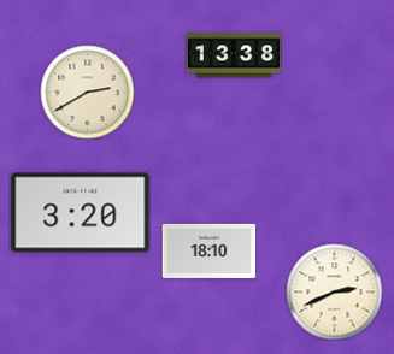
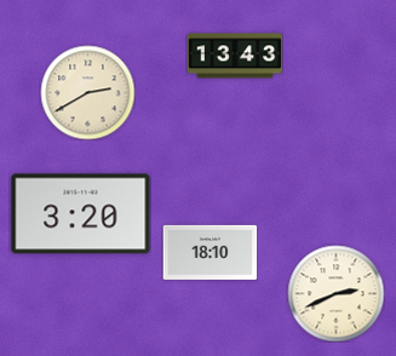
clock at (234, 55): 13:38 -> 13:43
